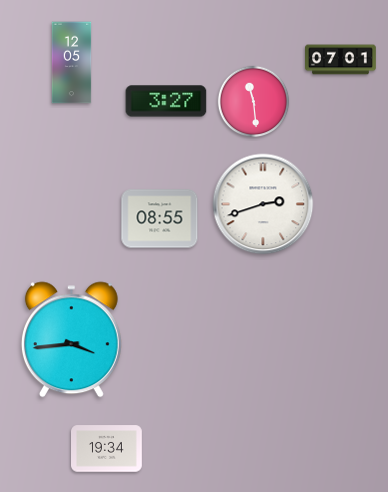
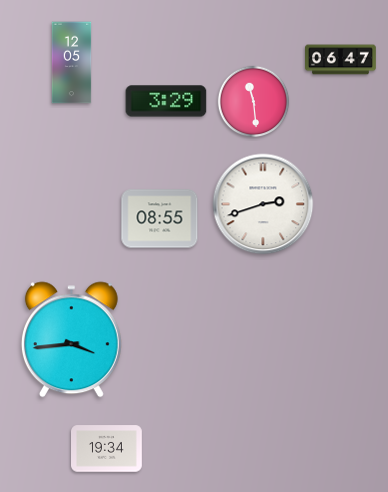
clock at (341, 60): 07:01 -> 06:47
clock at (166, 101): 3:27 -> 3:29
